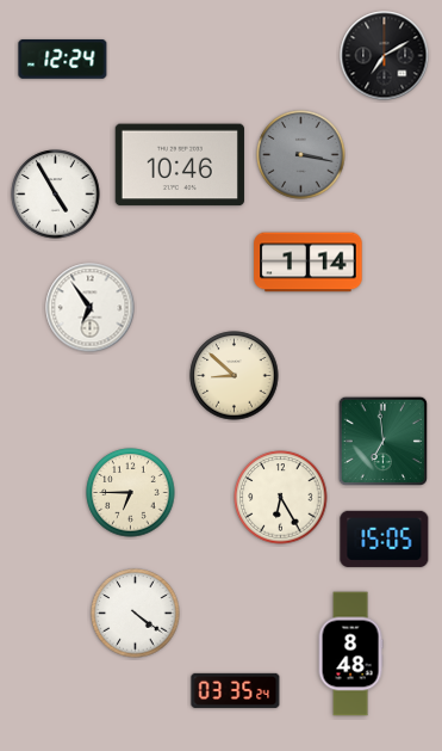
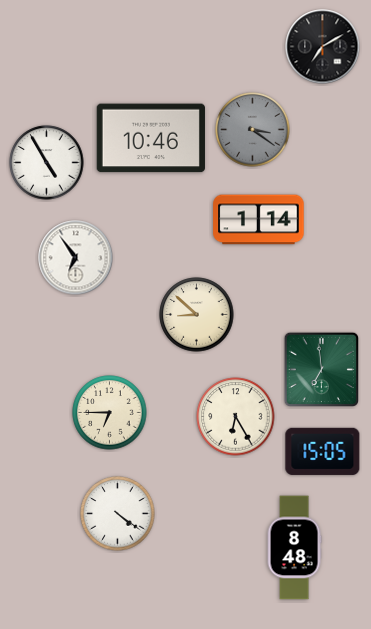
clock at (63, 60): 12:24 -> none
clock at (301, 155): 3:17 -> 3:21
clock at (136, 614) position: (136, 614) -> (118, 514)
clock at (236, 690): 03:35 -> none
